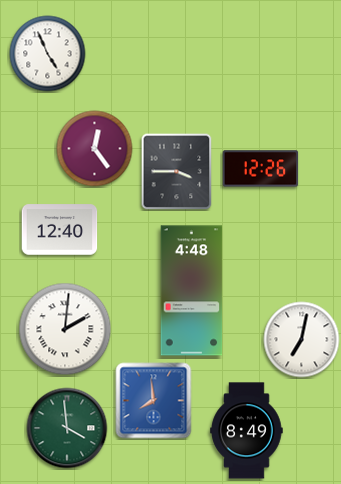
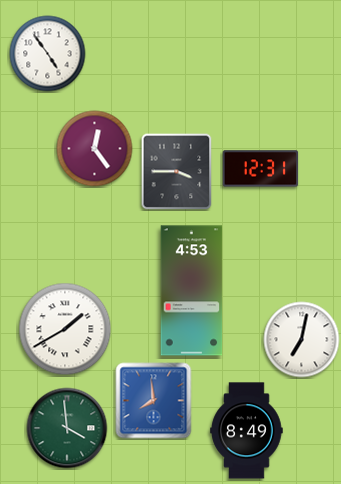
clock at (48, 54): 4:56 -> 4:54
clock at (261, 169): 12:26 -> 12:31
clock at (60, 230): 12:40 -> none
clock at (192, 291): 4:48 -> 4:53
clock at (65, 329): 2:01 -> 1:40
